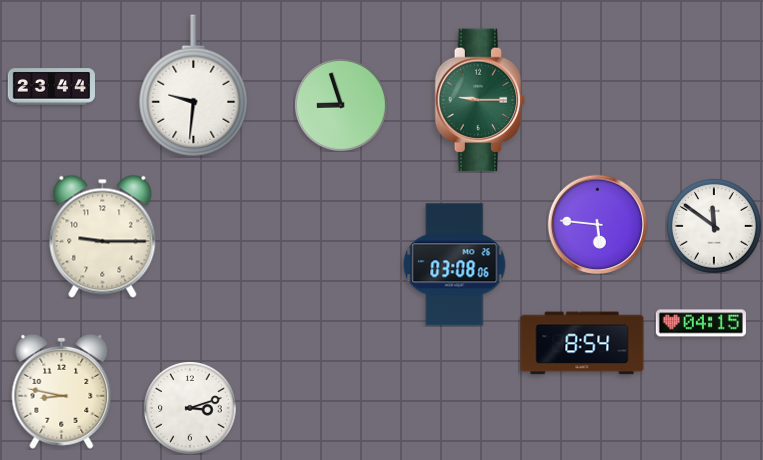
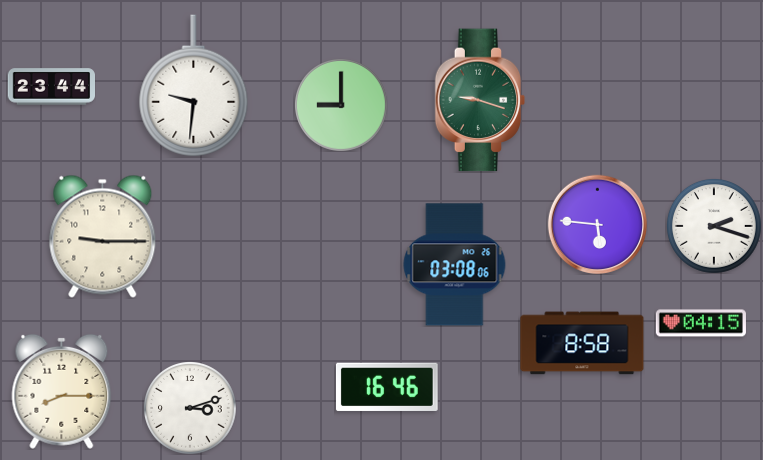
clock at (480, 100): 9:15 -> 9:18
clock at (341, 105): 8:57 -> 9:00
clock at (714, 226): 11:51 -> 2:18
clock at (582, 343): 8:54 -> 8:58
clock at (387, 387): none -> 16:46
clock at (62, 391): 8:47 -> 8:15
